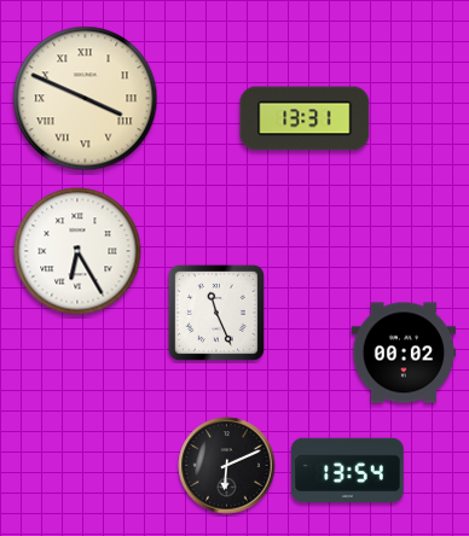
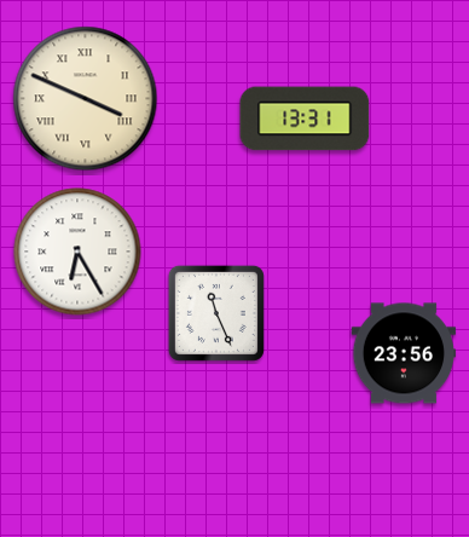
clock at (404, 353): 00:02 -> 23:56
clock at (227, 466): 6:11 -> none
clock at (348, 470): 13:54 -> none
